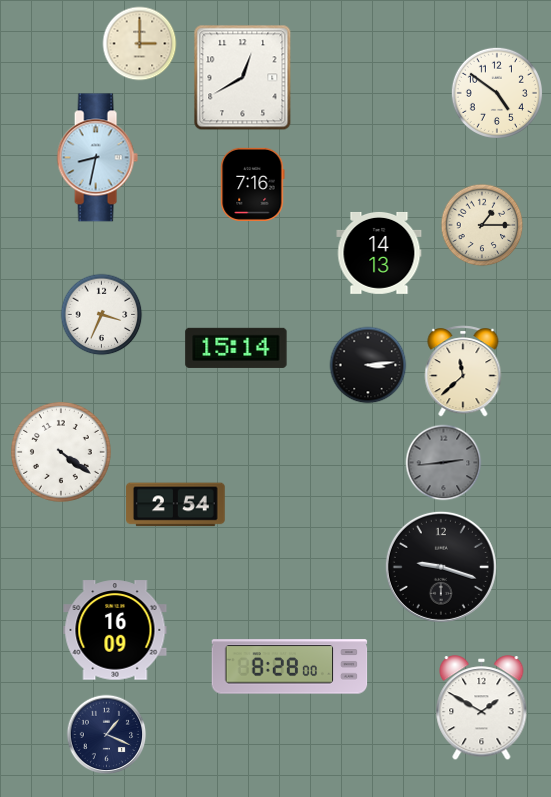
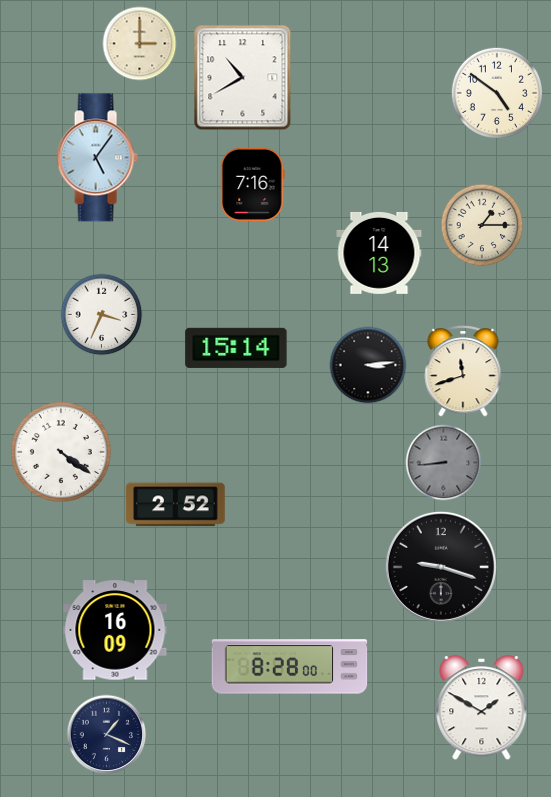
clock at (243, 78): 12:40 -> 10:40
clock at (97, 158): 8:32 -> 5:06
clock at (463, 371): 11:38 -> 11:42
clock at (444, 463): 2:44 -> 8:44
clock at (176, 505): 2:54 -> 2:52
